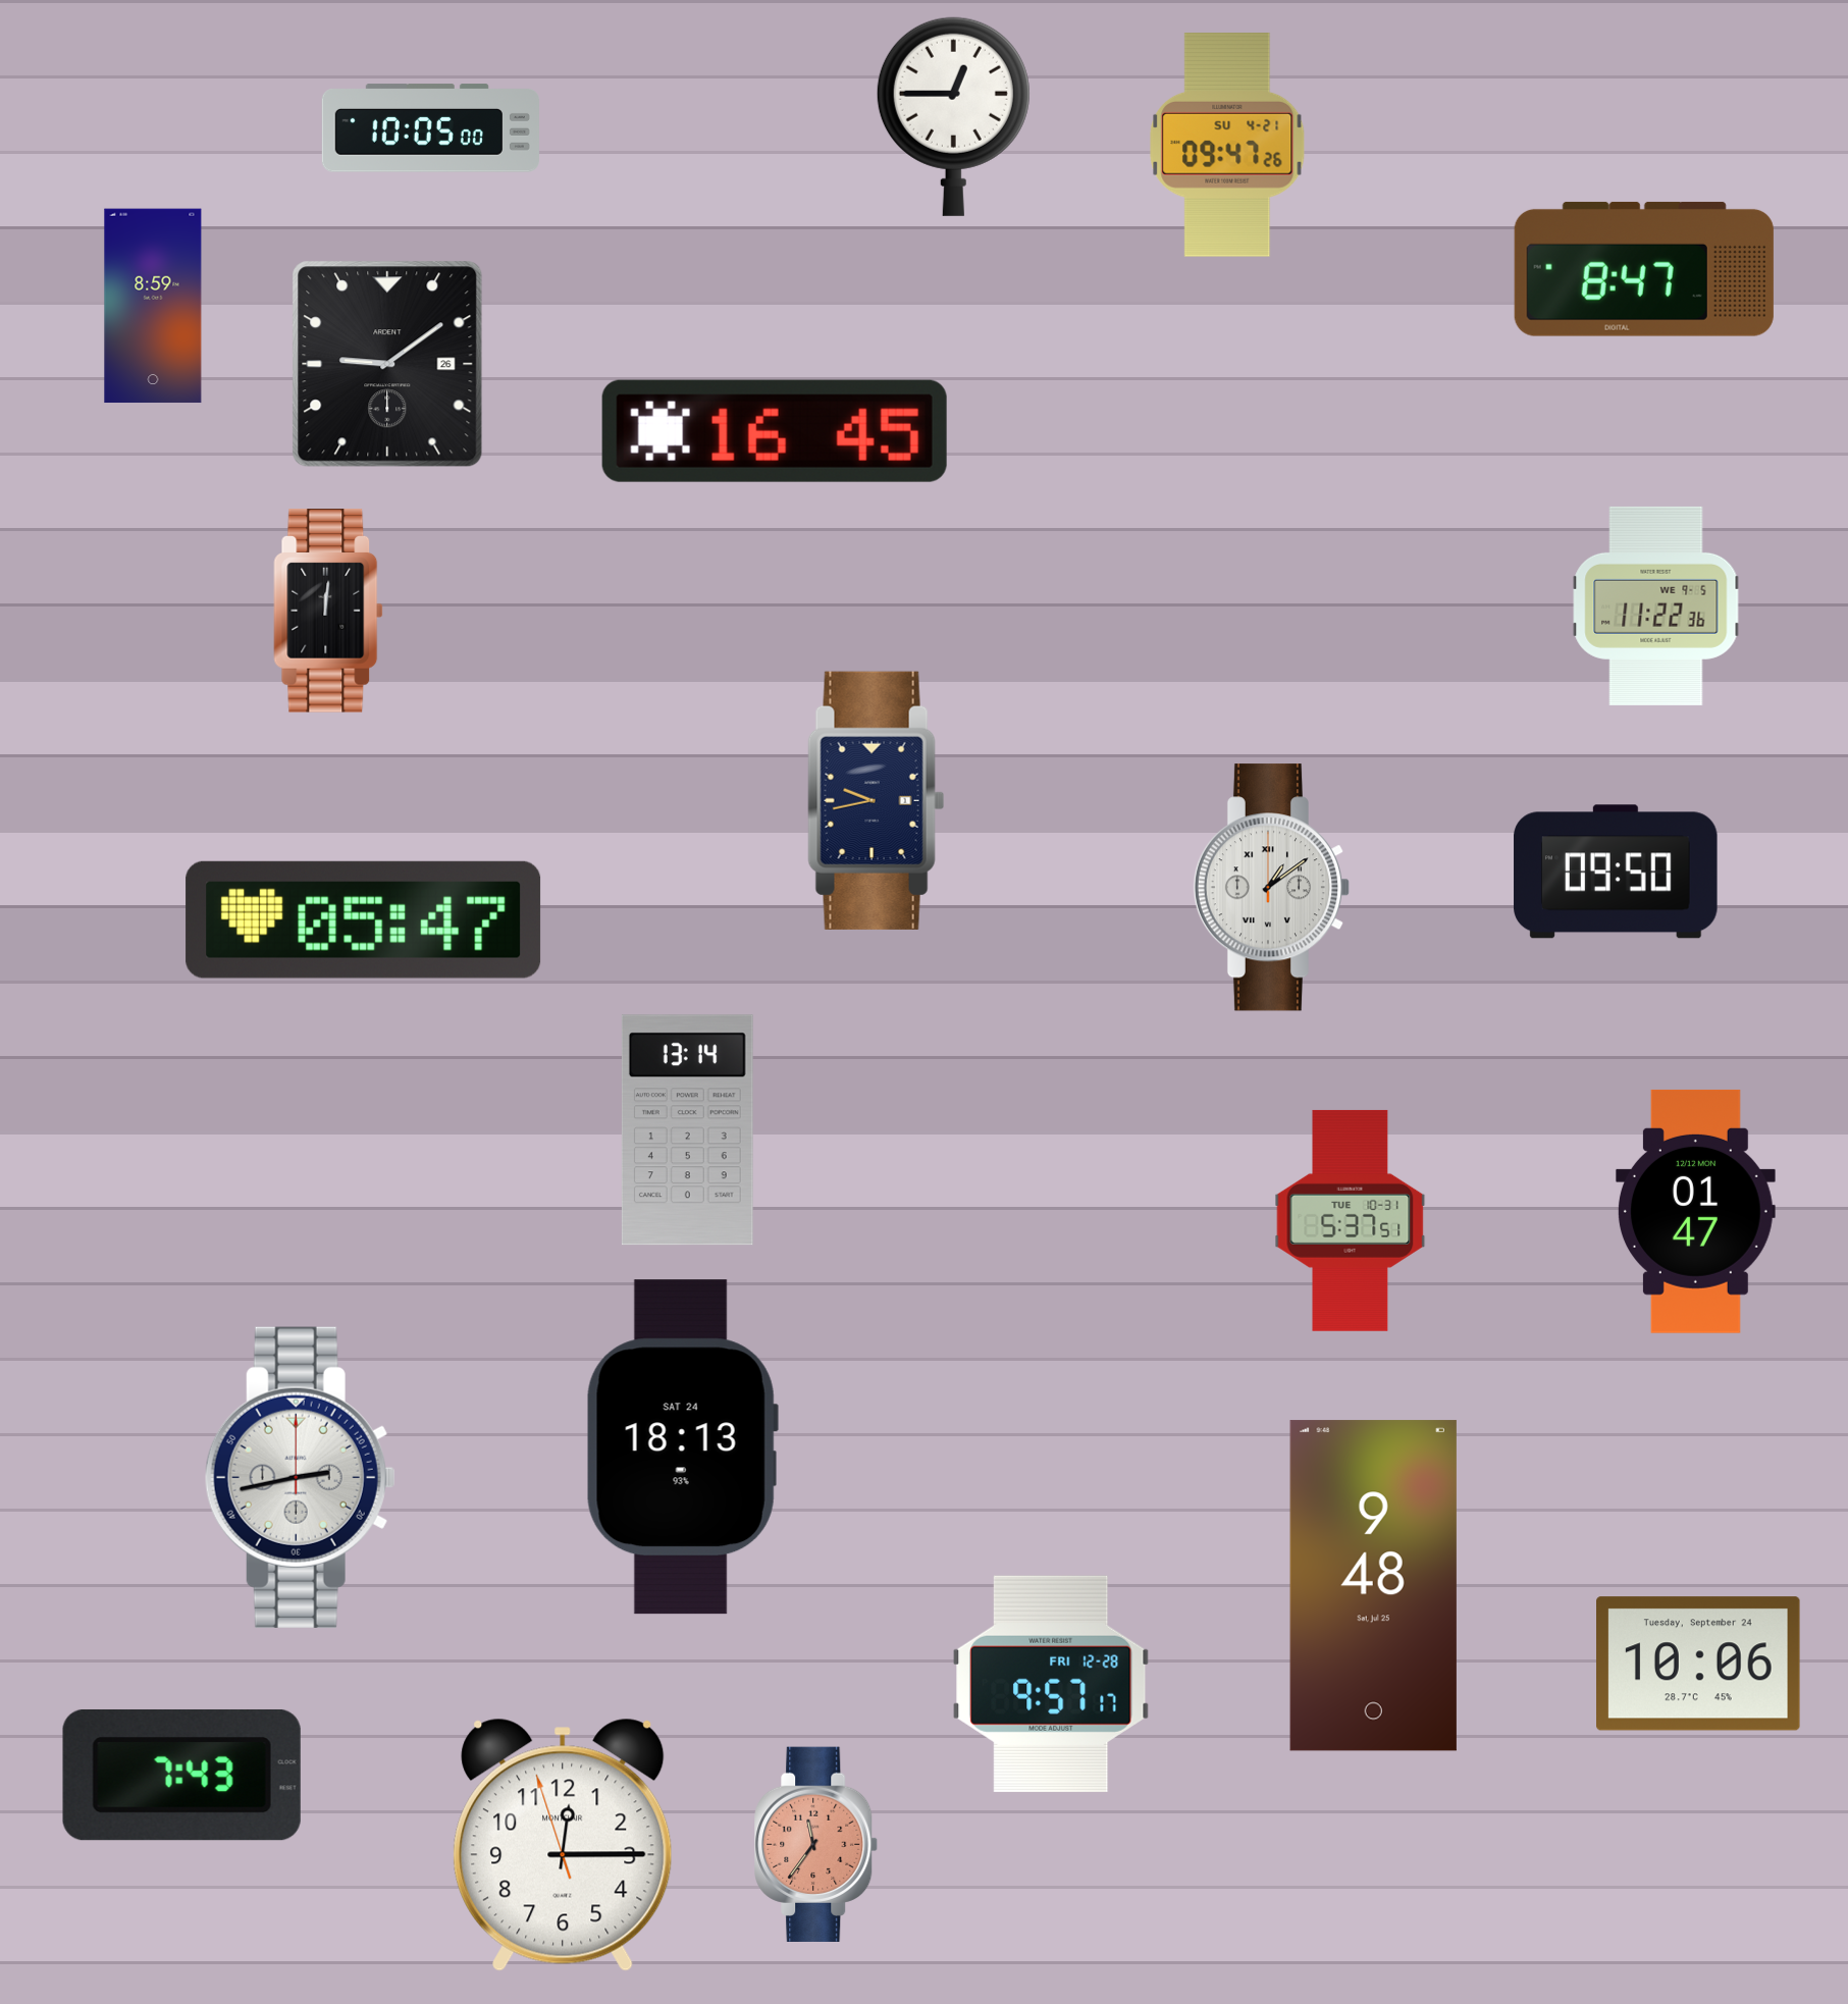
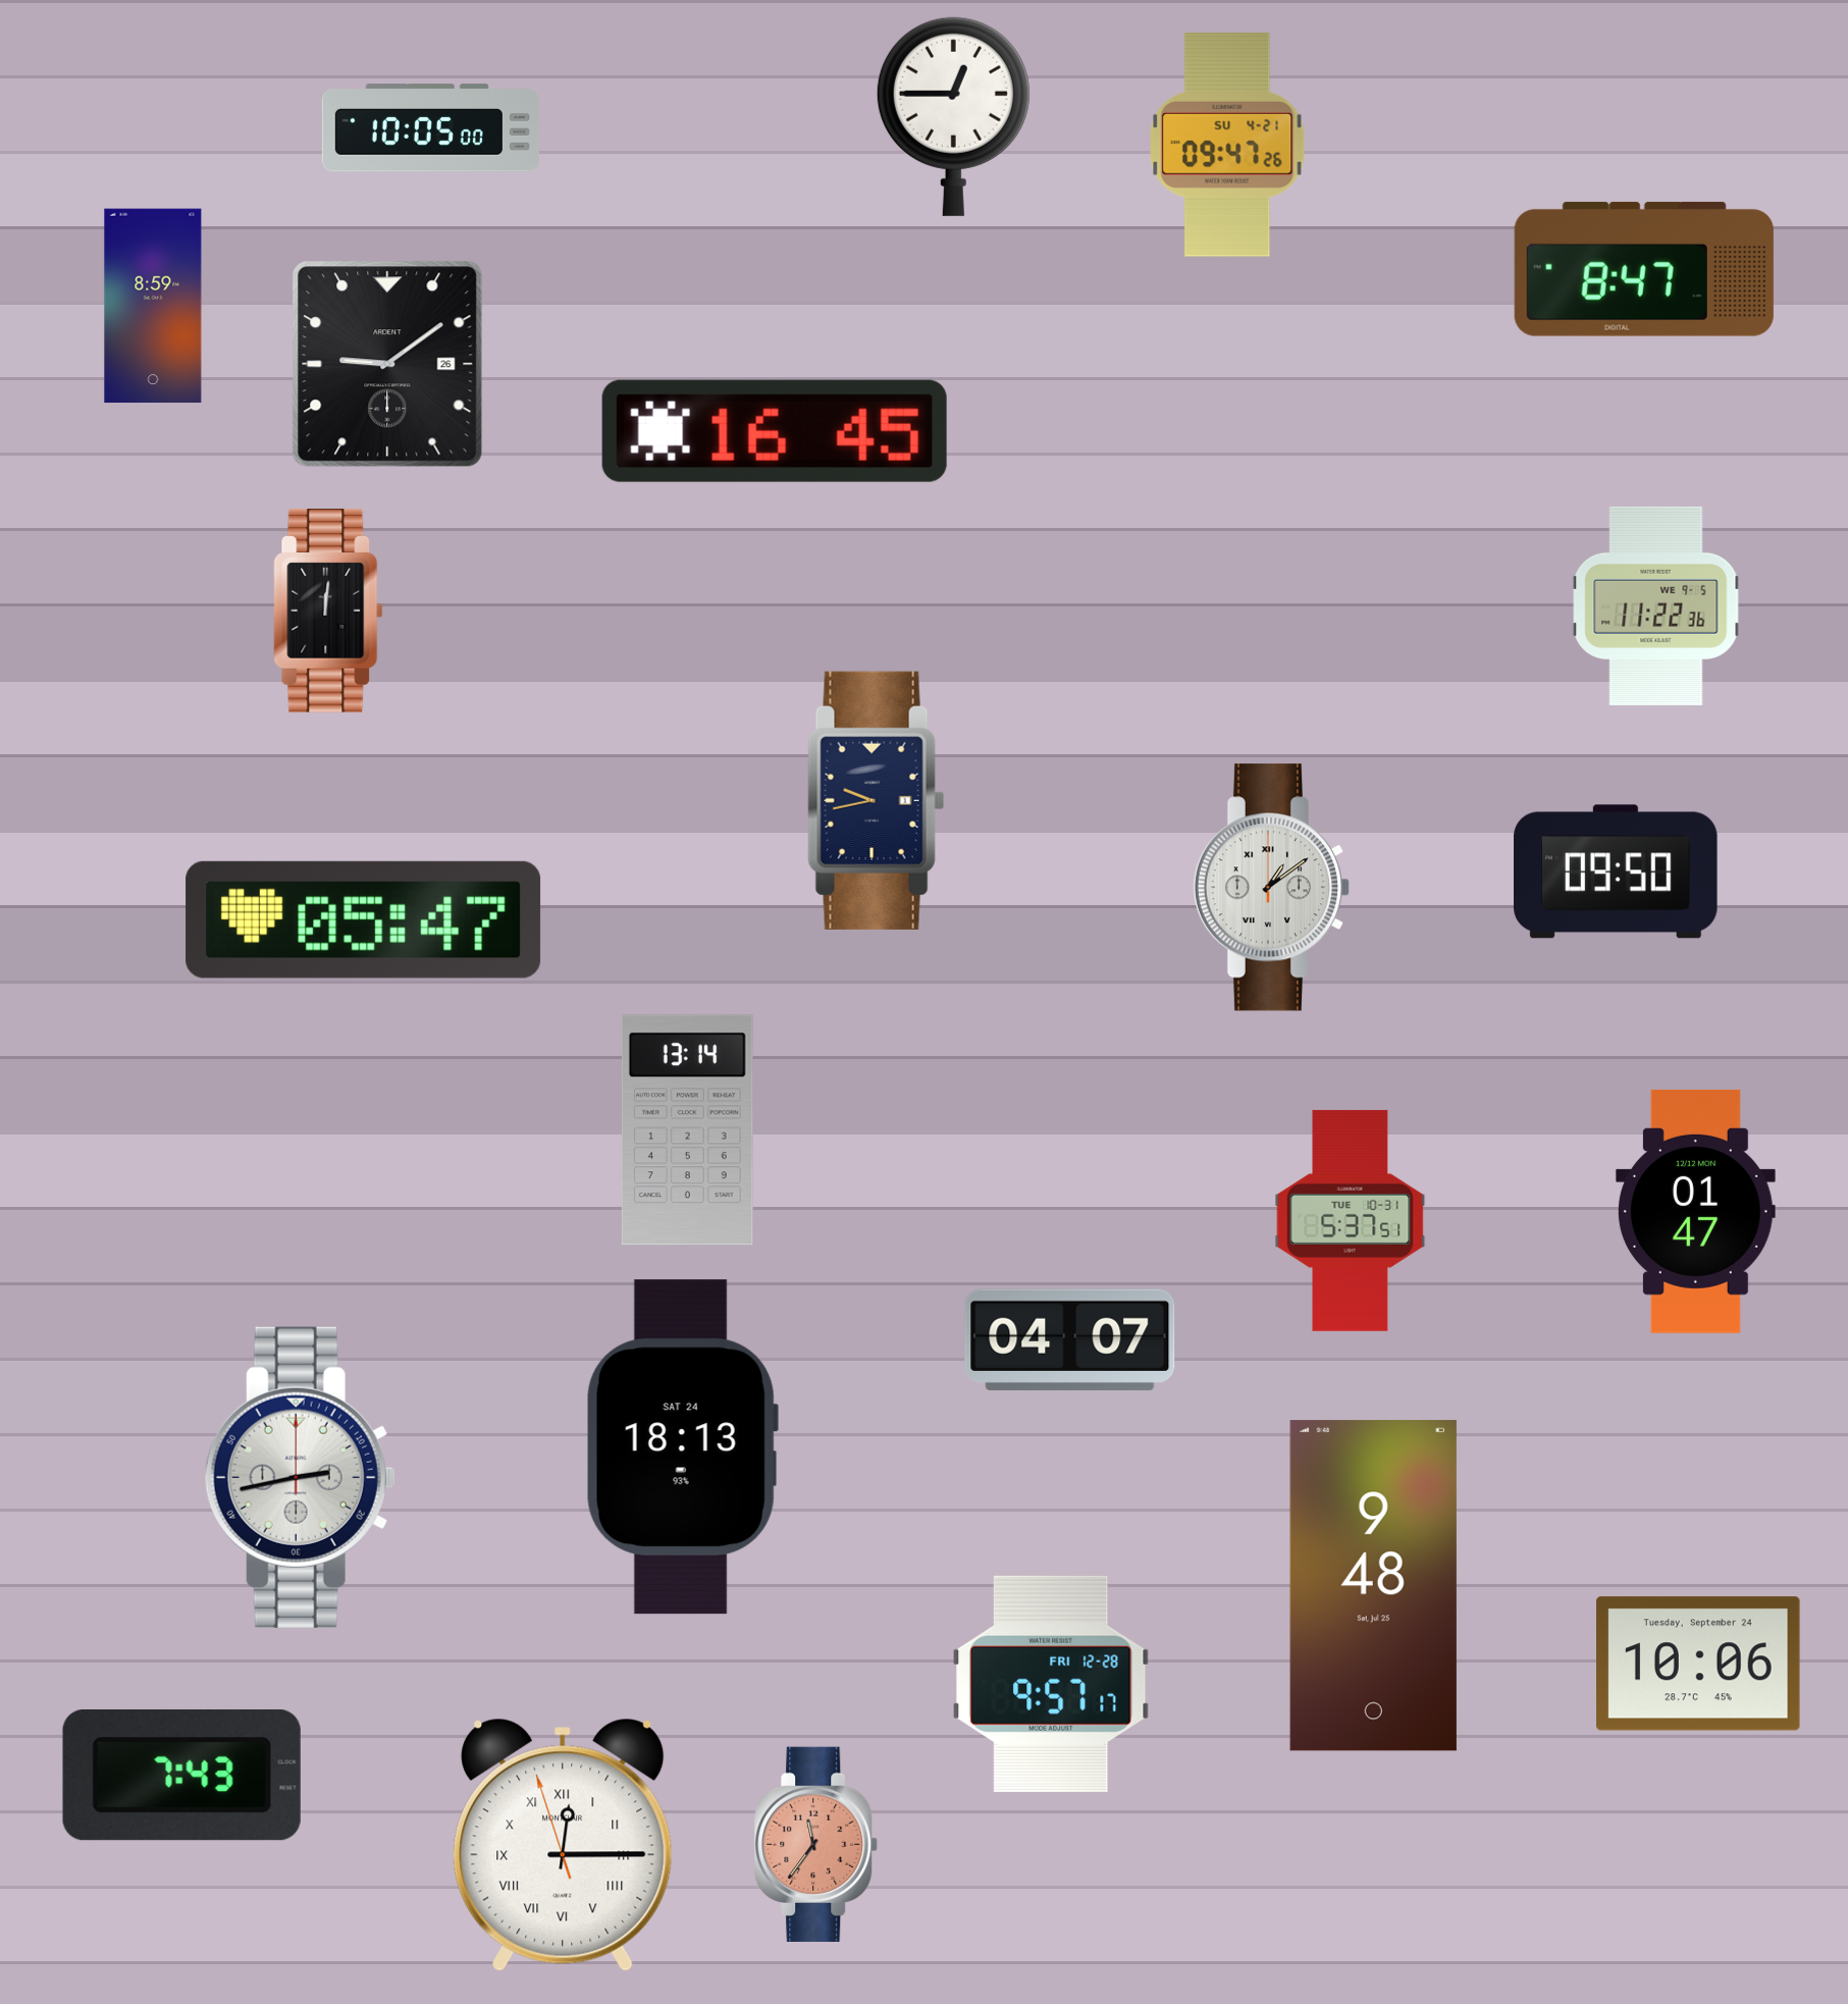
clock at (1070, 1339): none -> 04:07
clock at (563, 1845) numerals: Arabic -> Roman
